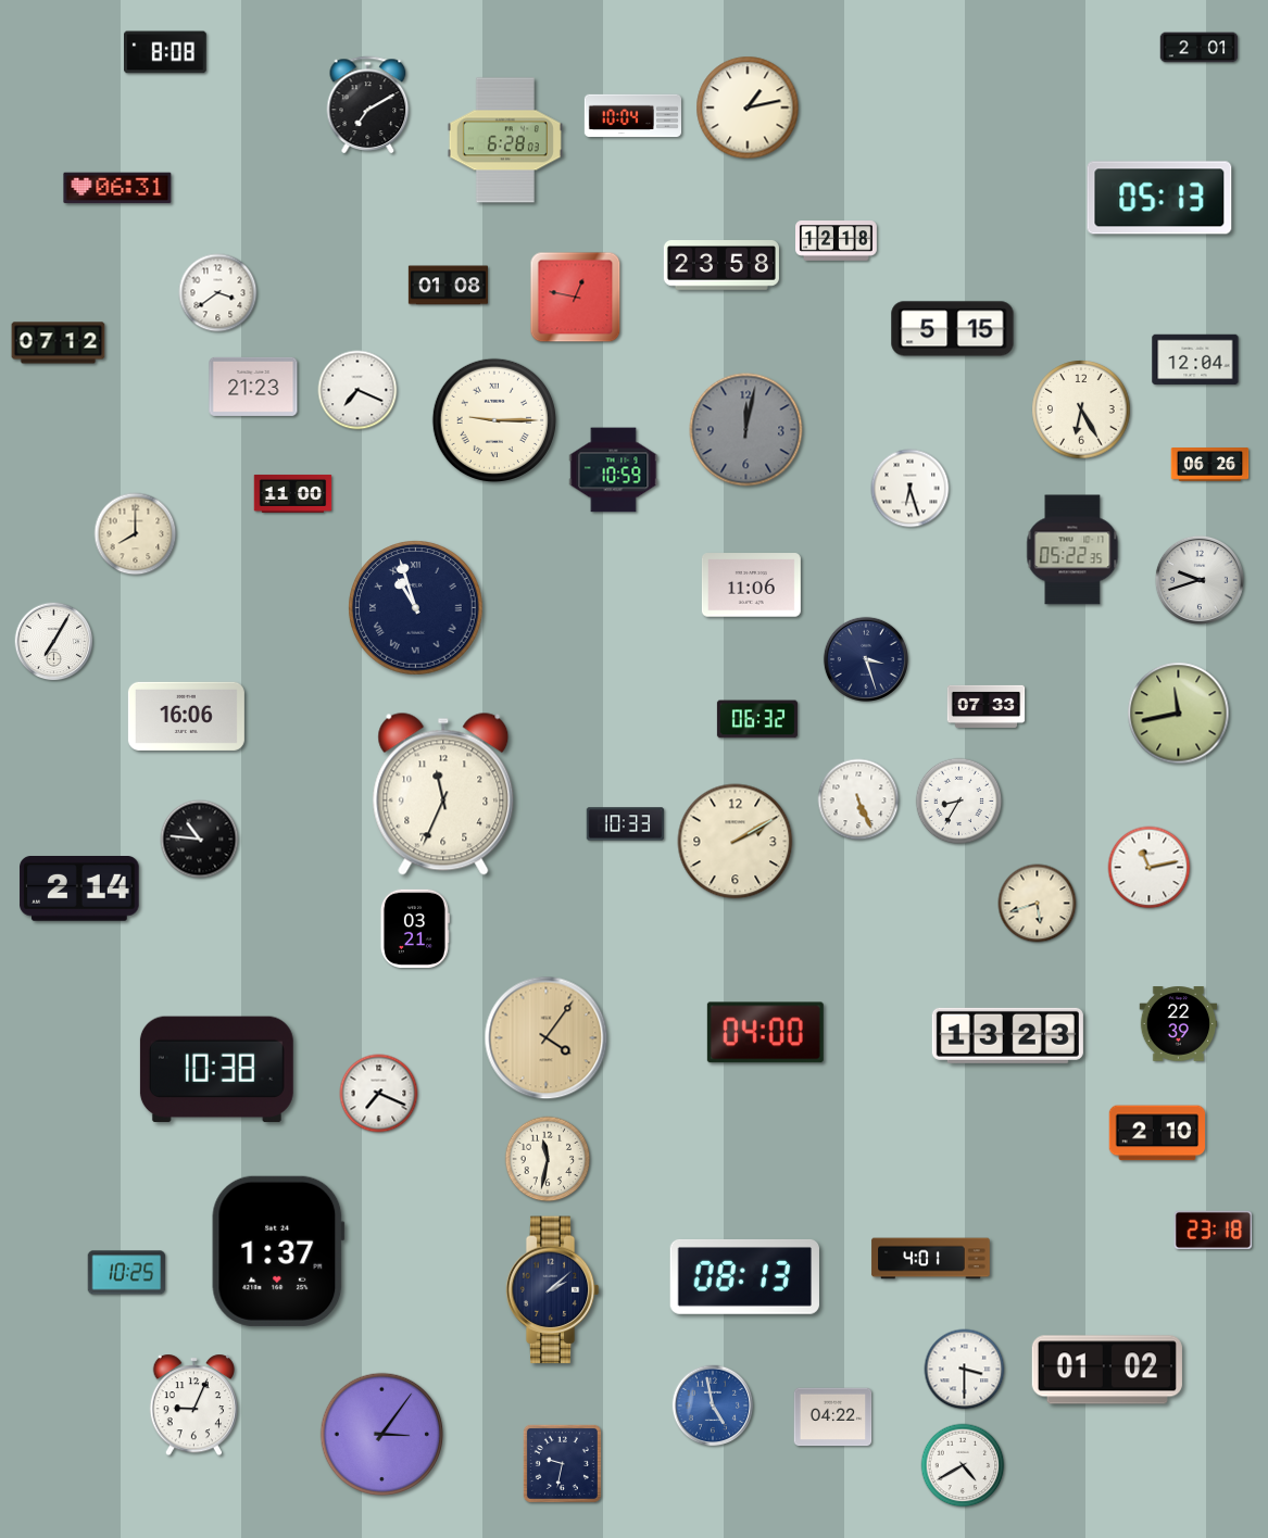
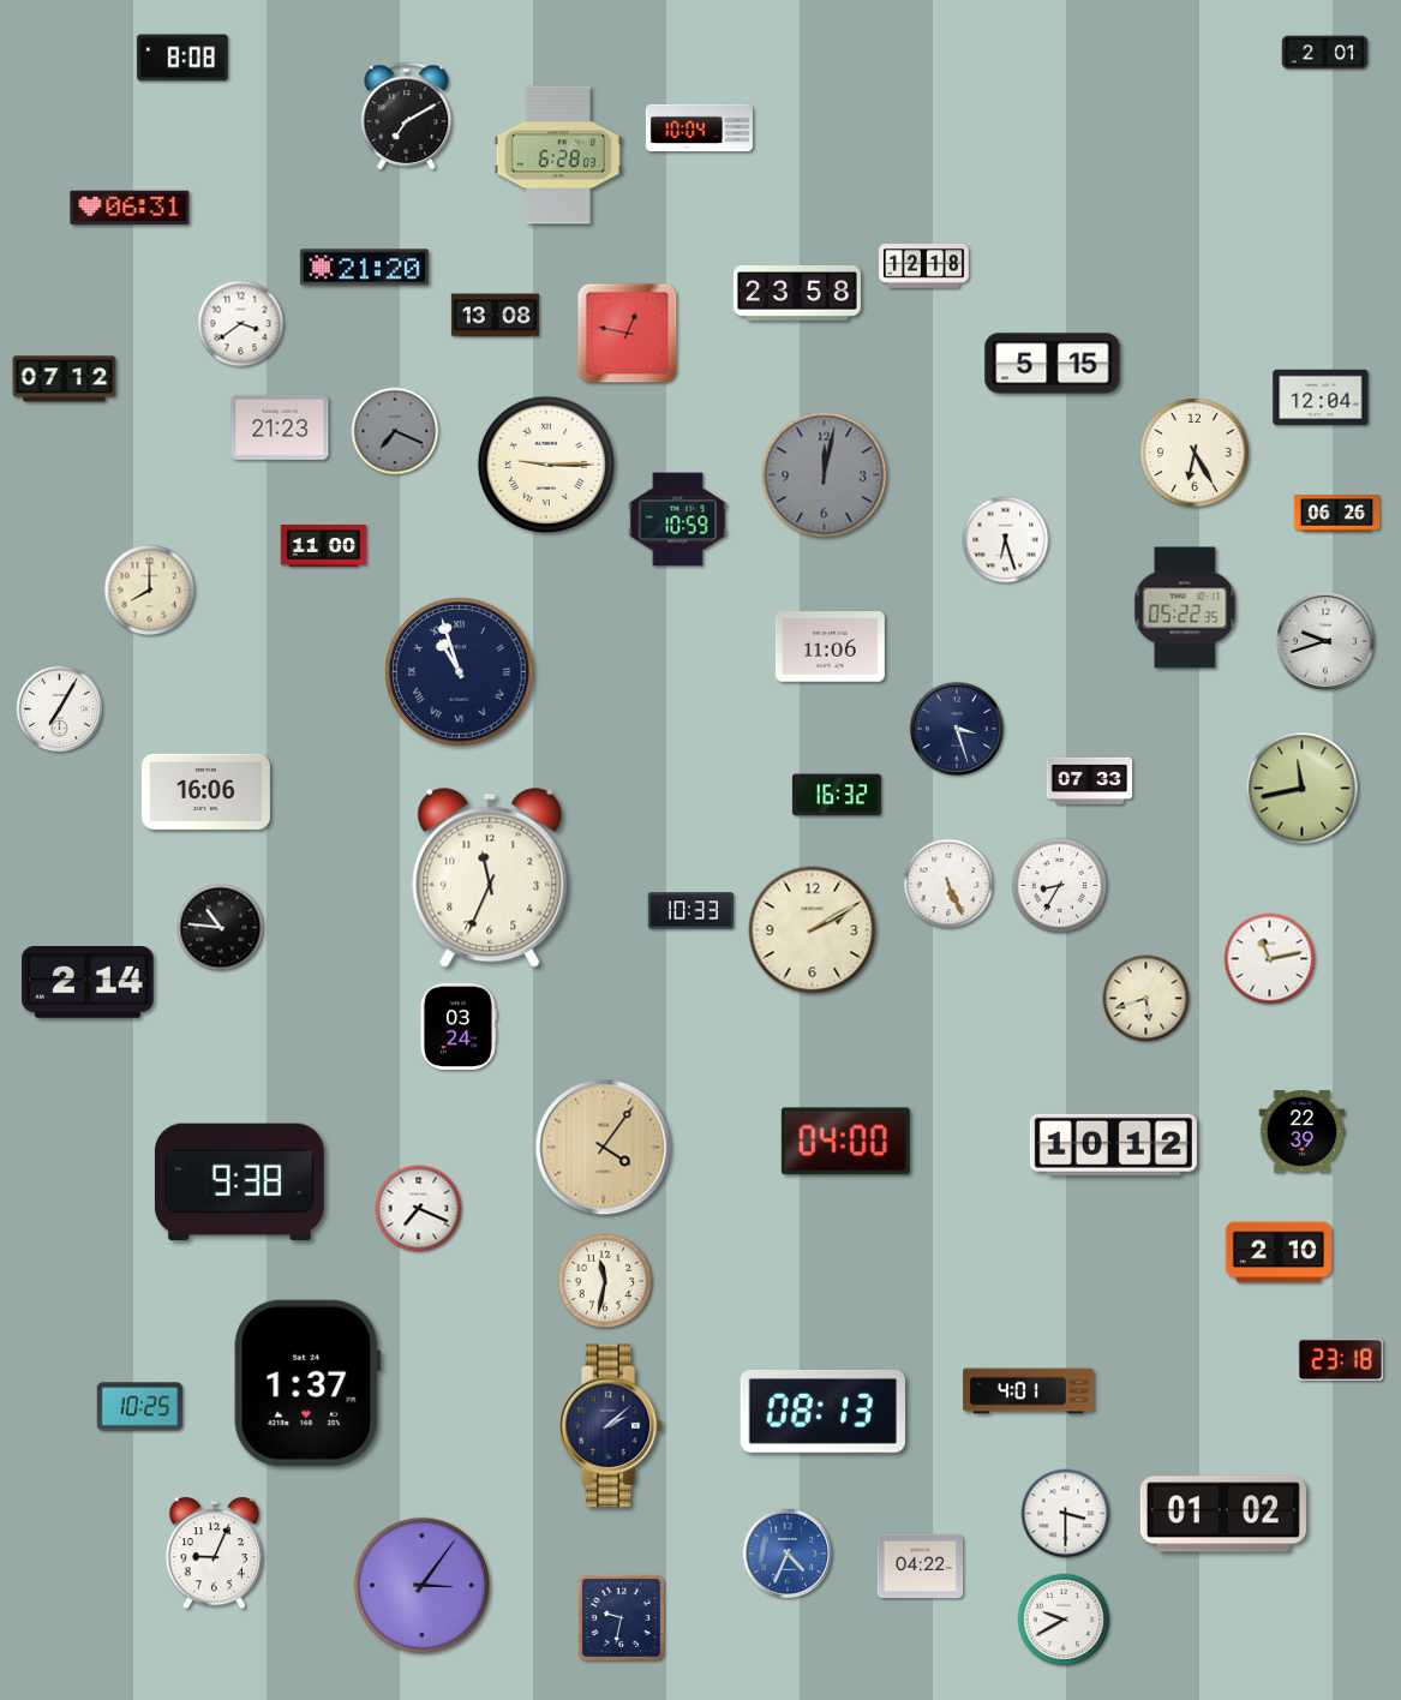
clock at (748, 108): 1:13 -> none
clock at (1159, 198): 05:13 -> none
clock at (364, 268): none -> 21:20
clock at (448, 286): 01:08 -> 13:08
clock at (576, 298) position: (576, 298) -> (628, 334)
clock at (357, 390) dial: white -> grey
clock at (757, 719): 06:32 -> 16:32
clock at (415, 928): 03:21 -> 03:24
clock at (1007, 1035): 13:23 -> 10:12
clock at (216, 1070): 10:38 -> 9:38
clock at (713, 1405): 4:58 -> 4:34
clock at (963, 1465): 4:40 -> 9:40
